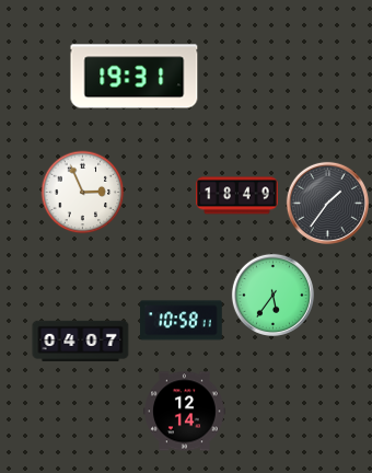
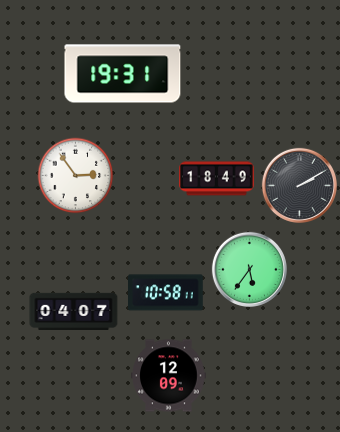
clock at (135, 77) position: (135, 77) -> (123, 74)
clock at (83, 193): 2:56 -> 2:54
clock at (327, 203): 1:36 -> 2:10
clock at (185, 412): 12:14 -> 12:09
